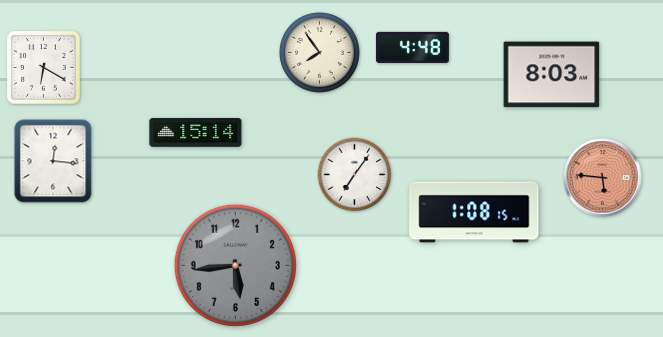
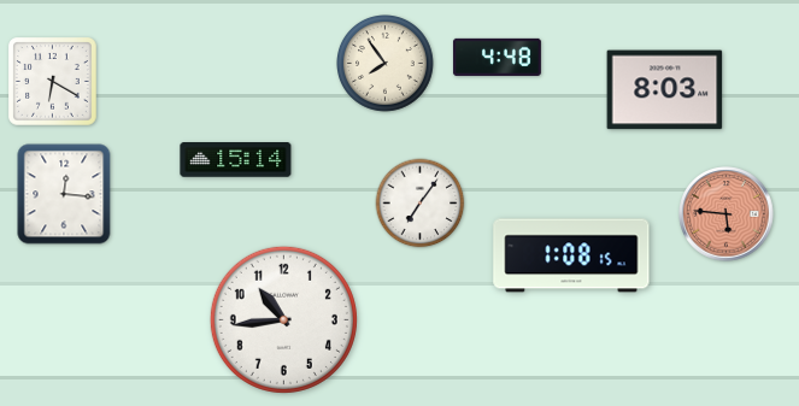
clock at (355, 175) position: (355, 175) -> (421, 204)
clock at (235, 265): 5:44 -> 10:44
clock at (235, 265) dial: grey -> white
